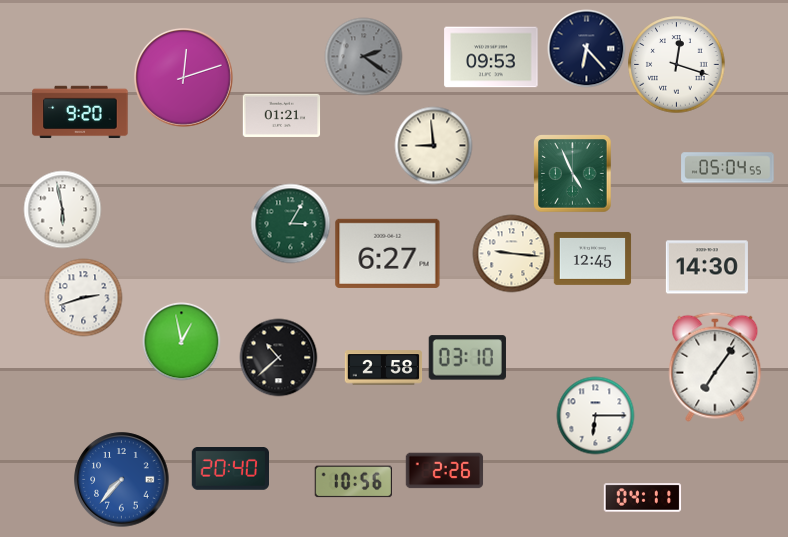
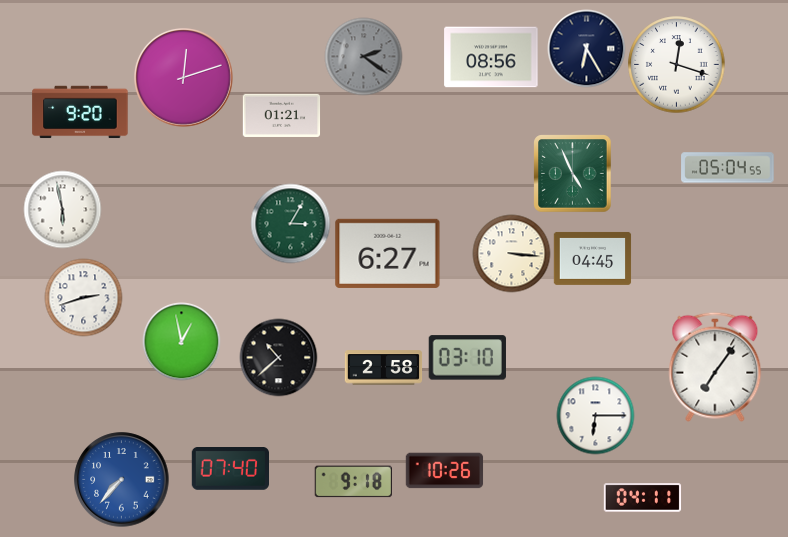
clock at (586, 48): 6:23 -> 6:25
clock at (491, 57): 09:53 -> 08:56
clock at (433, 145): 8:59 -> none
clock at (511, 253): 9:16 -> 3:16
clock at (592, 258): 12:45 -> 04:45
clock at (707, 267): 14:30 -> none
clock at (230, 469): 20:40 -> 07:40
clock at (444, 471): 2:26 -> 10:26
clock at (353, 482): 10:56 -> 9:18
